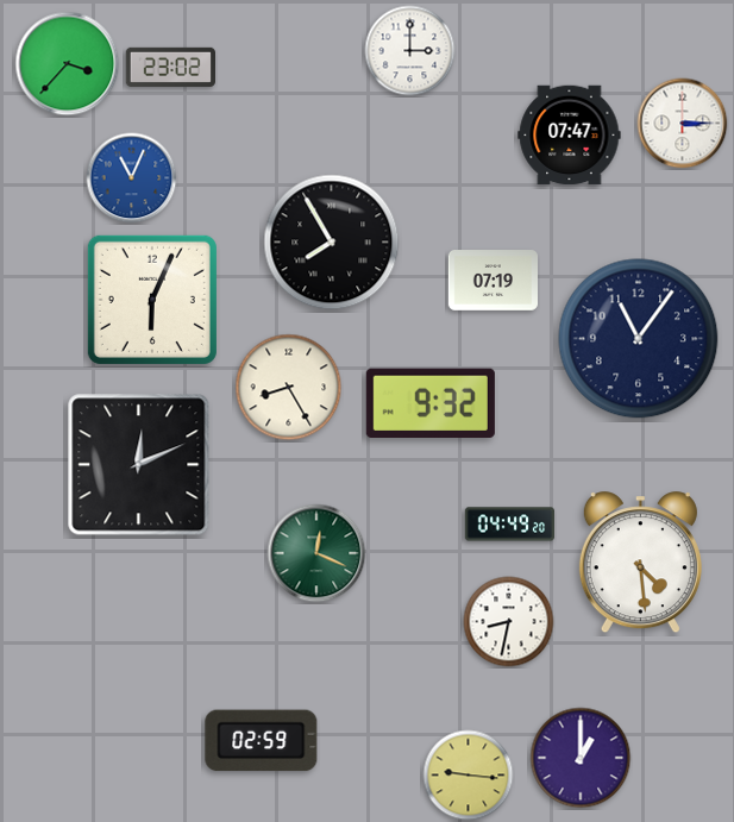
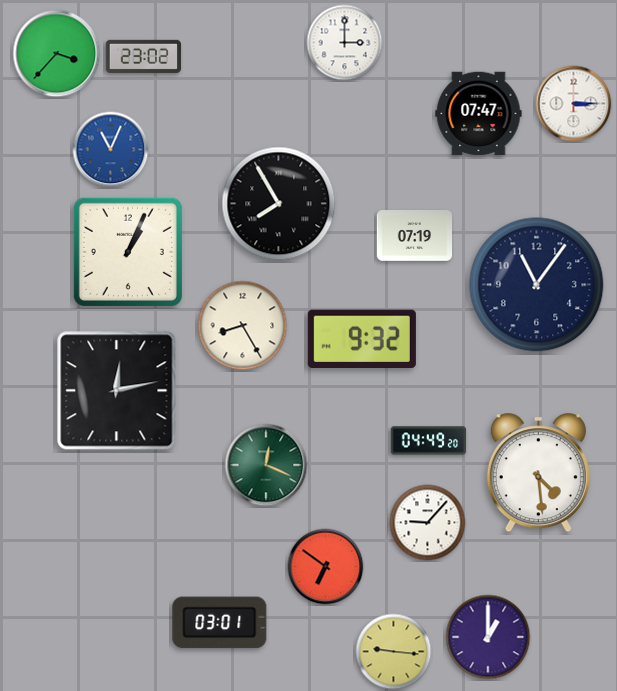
clock at (152, 300): 6:04 -> 1:04
clock at (139, 465): 12:11 -> 12:13
clock at (509, 622): 8:32 -> 9:07
clock at (326, 567): none -> 6:51
clock at (262, 741): 02:59 -> 03:01
